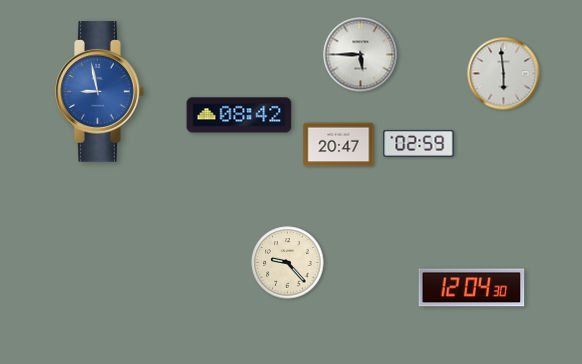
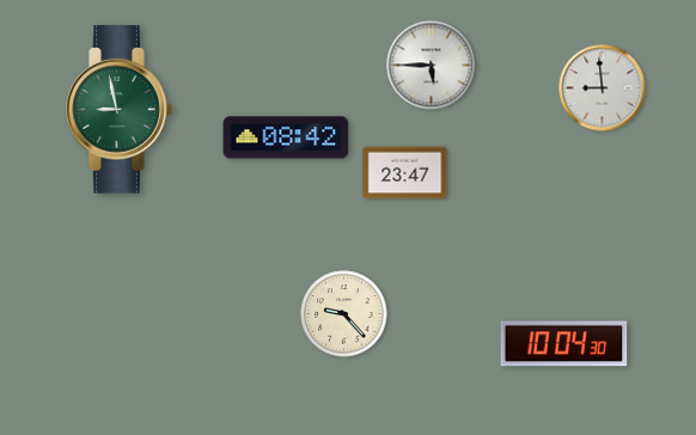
clock at (504, 74): 5:59 -> 8:59
clock at (100, 92) dial: blue -> green
clock at (419, 143): 02:59 -> none
clock at (339, 145): 20:47 -> 23:47
clock at (472, 288): 12:04 -> 10:04
